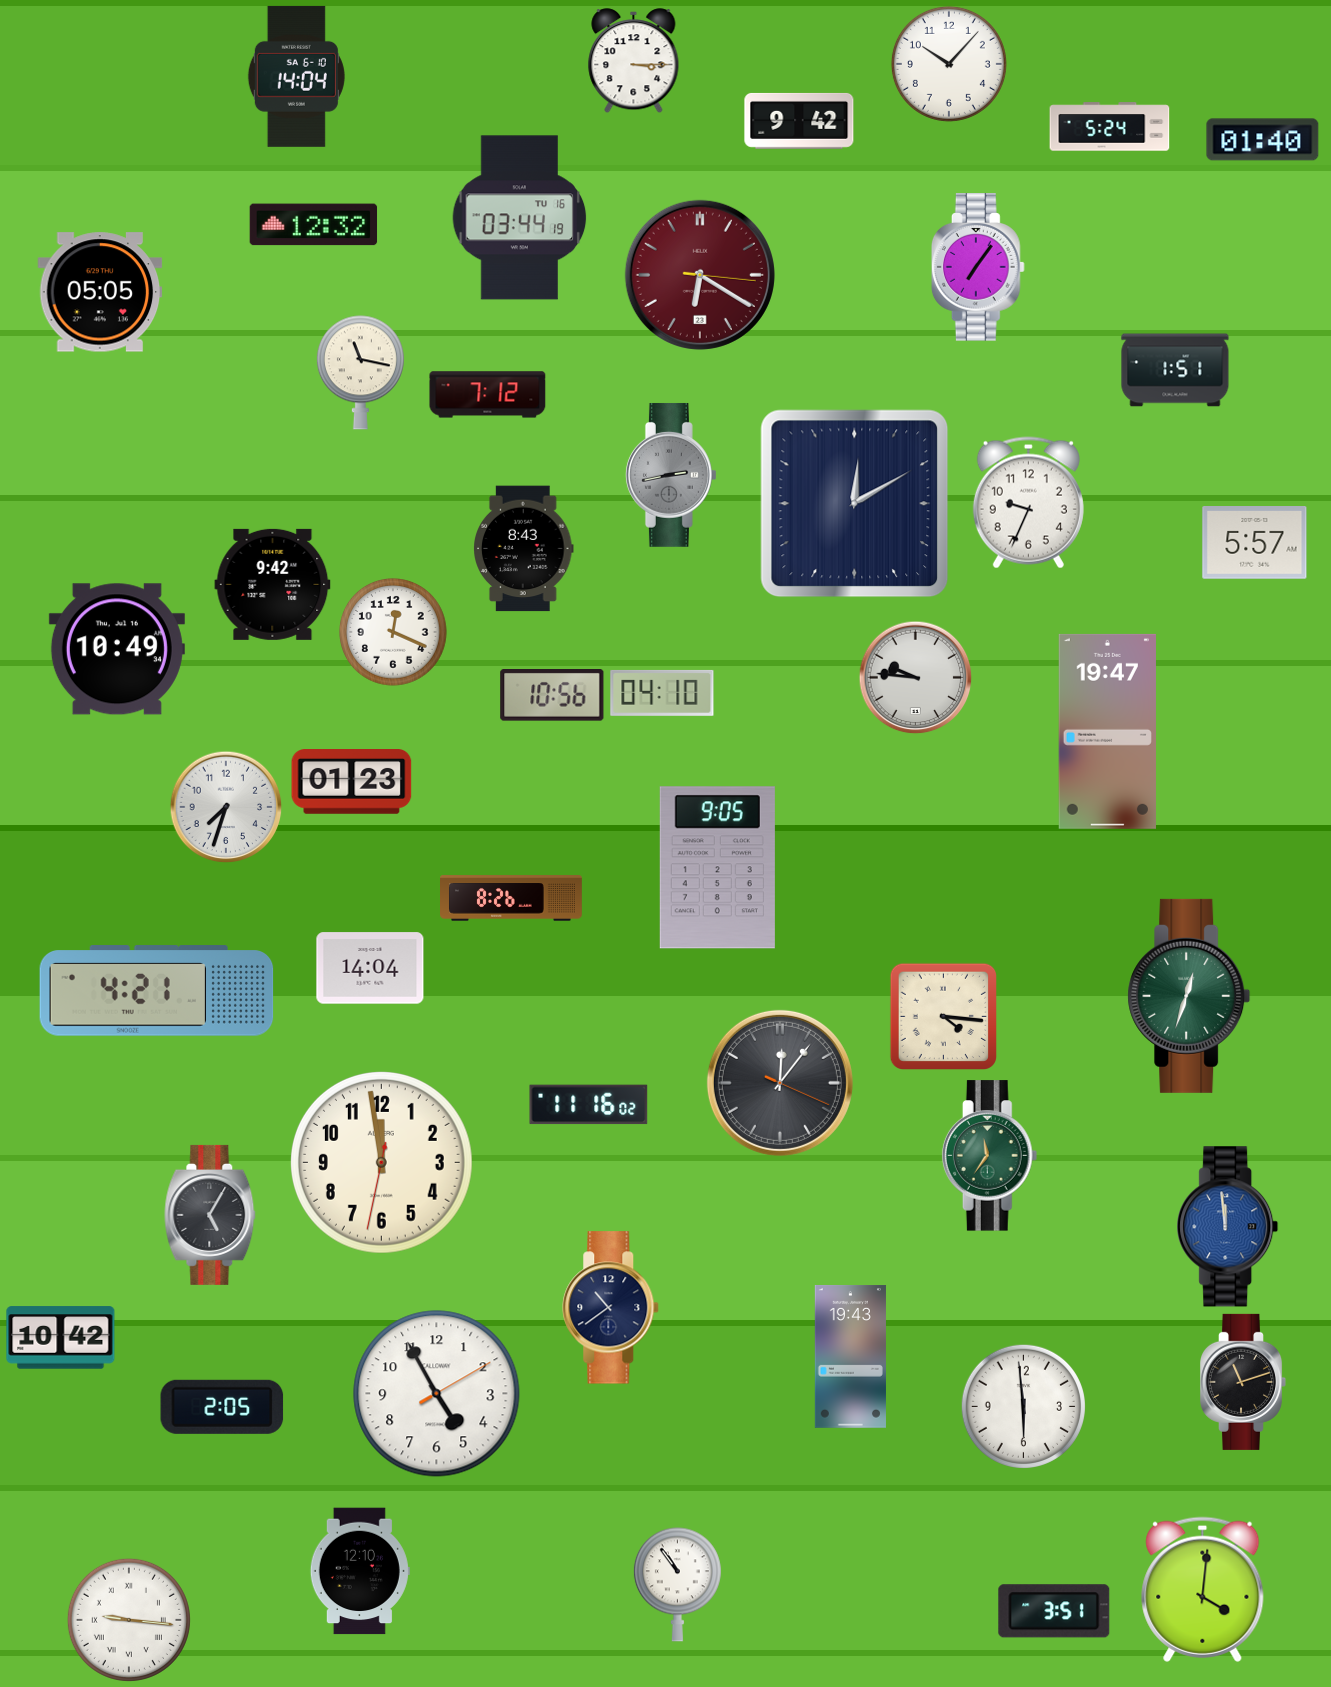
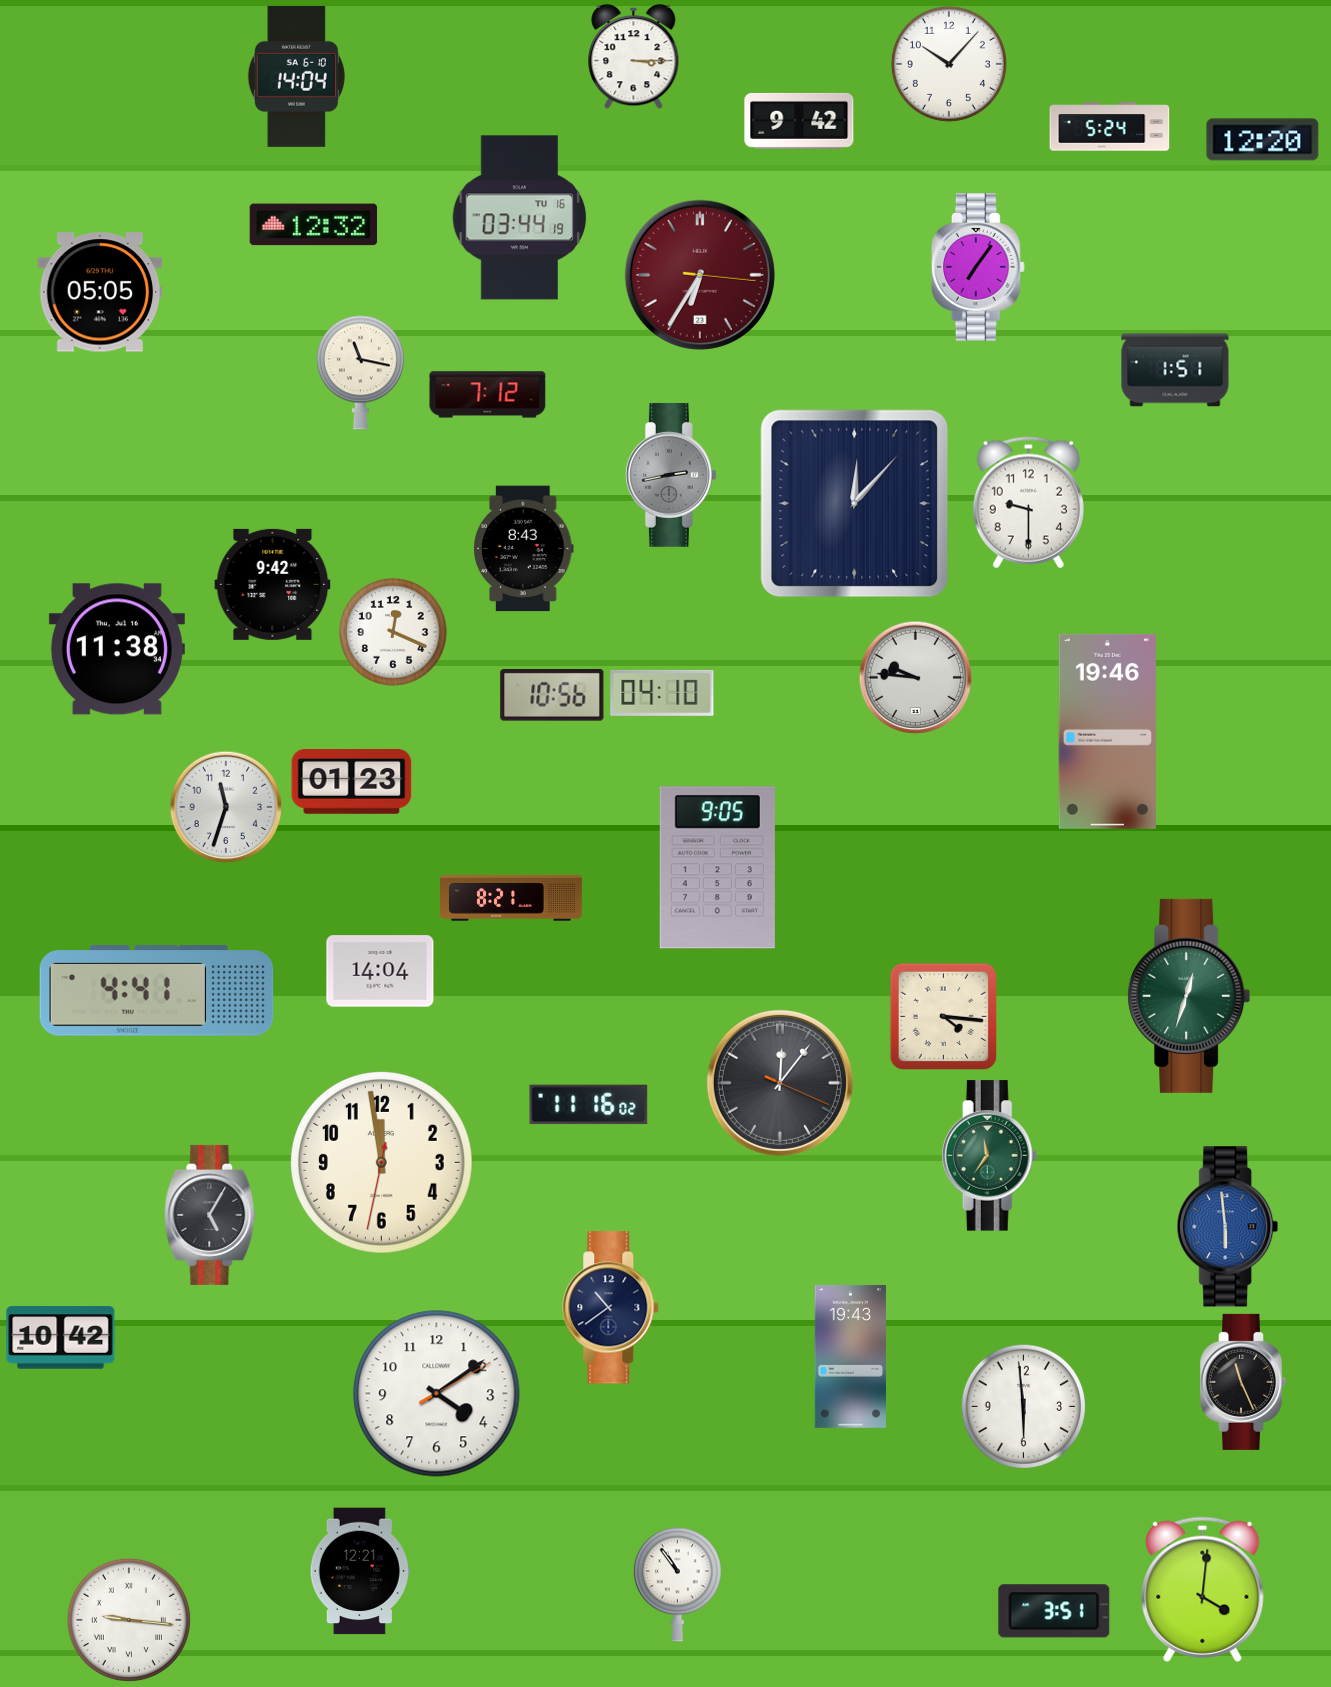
clock at (634, 61) position: (634, 61) -> (634, 57)
clock at (1263, 140): 01:40 -> 12:20
clock at (700, 275): 6:20 -> 6:35
clock at (1028, 503): 9:34 -> 9:30
clock at (855, 504): 12:10 -> 12:07
clock at (1255, 543): 5:57 -> none
clock at (117, 649): 10:49 -> 11:38
clock at (1107, 731): 19:47 -> 19:46
clock at (226, 807): 7:33 -> 11:33
clock at (512, 898): 8:26 -> 8:21
clock at (370, 968) position: (370, 968) -> (380, 971)
clock at (157, 991): 4:21 -> 4:41
clock at (1228, 1227): 11:59 -> 5:59
clock at (1244, 1382): 11:12 -> 11:26
clock at (437, 1394): 4:55 -> 4:09
clock at (222, 1407): 2:05 -> none
clock at (360, 1571): 12:10 -> 12:21
